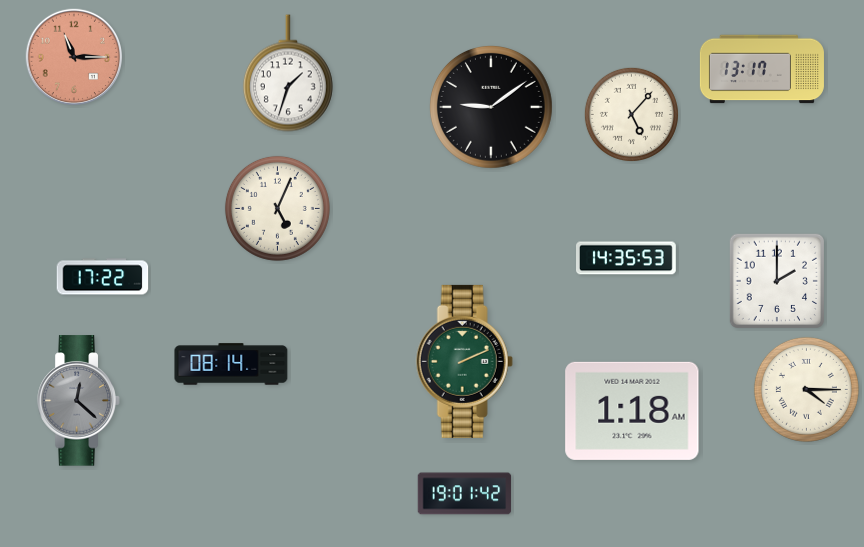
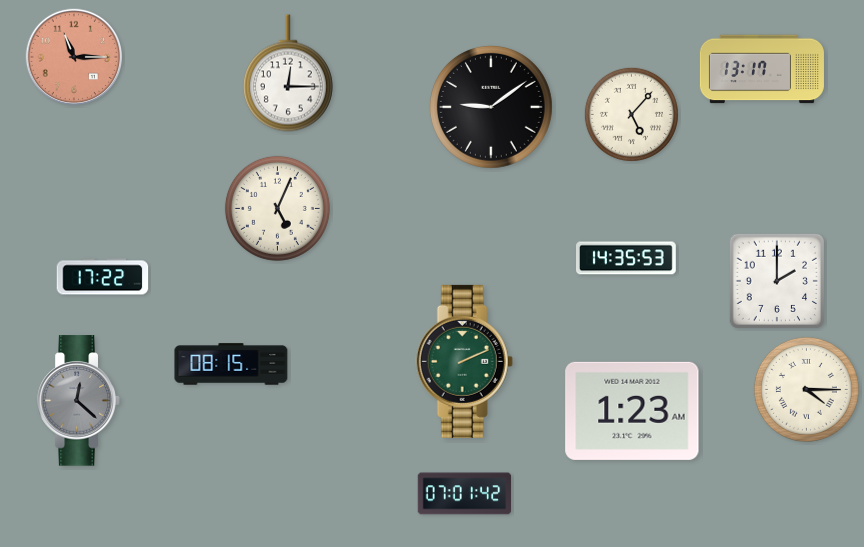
clock at (288, 73): 1:33 -> 12:15
clock at (231, 364): 08:14 -> 08:15
clock at (632, 411): 1:18 -> 1:23
clock at (465, 494): 19:01 -> 07:01
